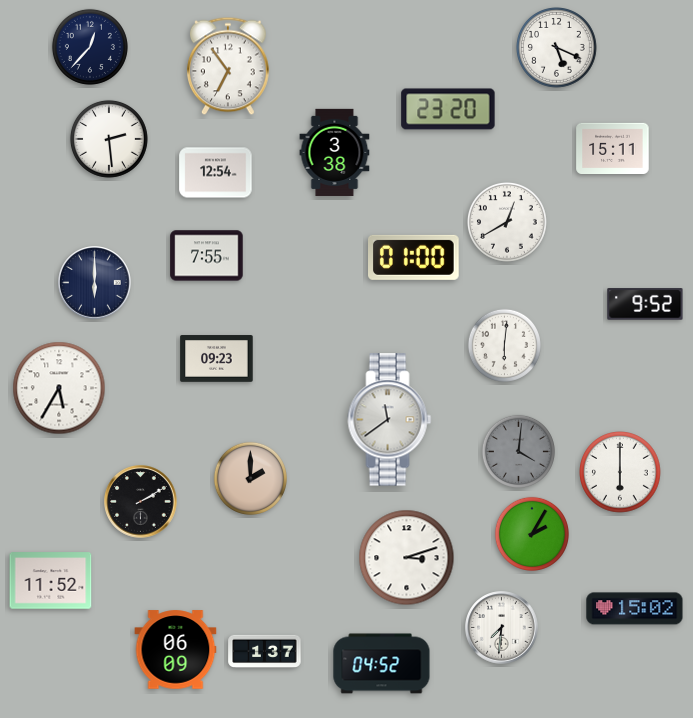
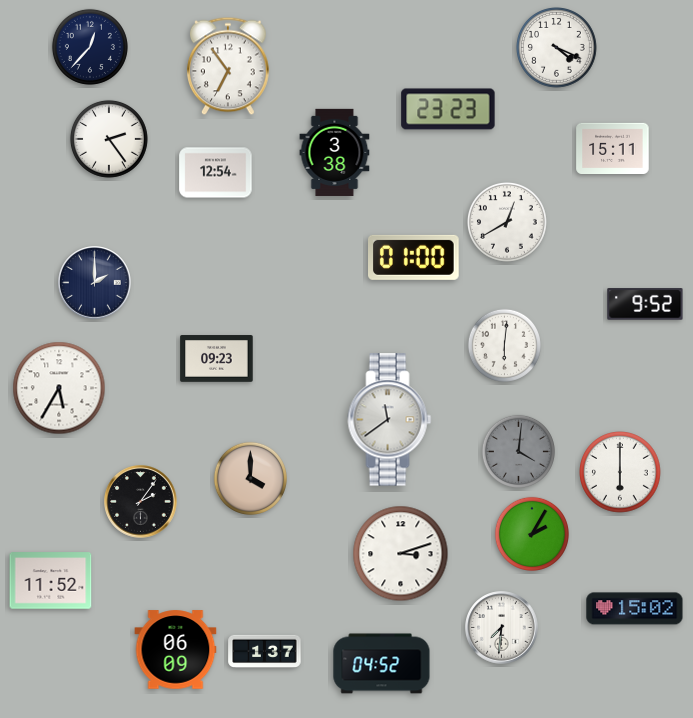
clock at (557, 48): 5:19 -> 4:19
clock at (448, 109): 23:20 -> 23:23
clock at (109, 139): 2:29 -> 2:24
clock at (207, 256): 7:55 -> none
clock at (95, 283): 6:00 -> 2:00
clock at (250, 478): 2:00 -> 4:00
clock at (141, 502): 2:10 -> 2:06
clock at (407, 558) position: (407, 558) -> (401, 554)
